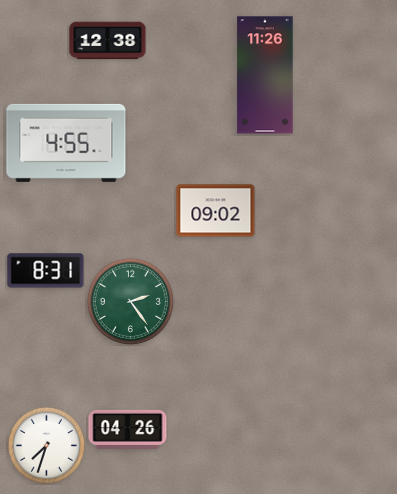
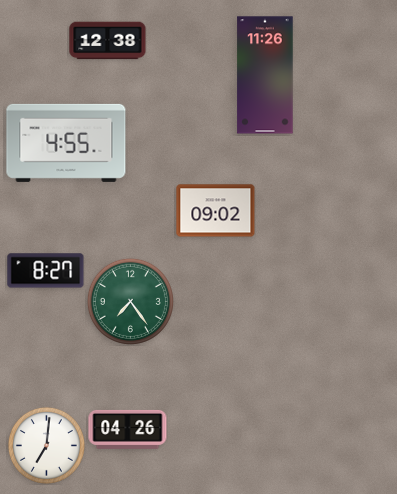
clock at (46, 271): 8:31 -> 8:27
clock at (130, 301): 2:24 -> 7:24
clock at (46, 445): 7:33 -> 7:01
